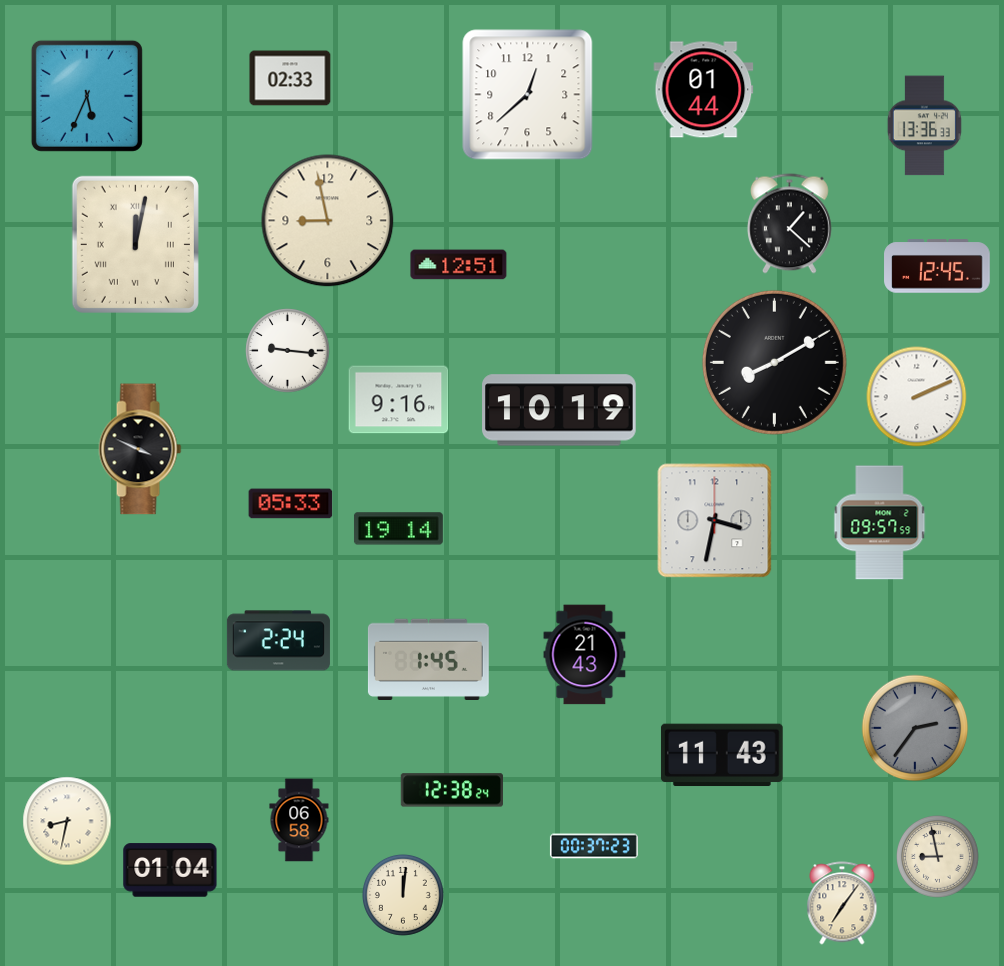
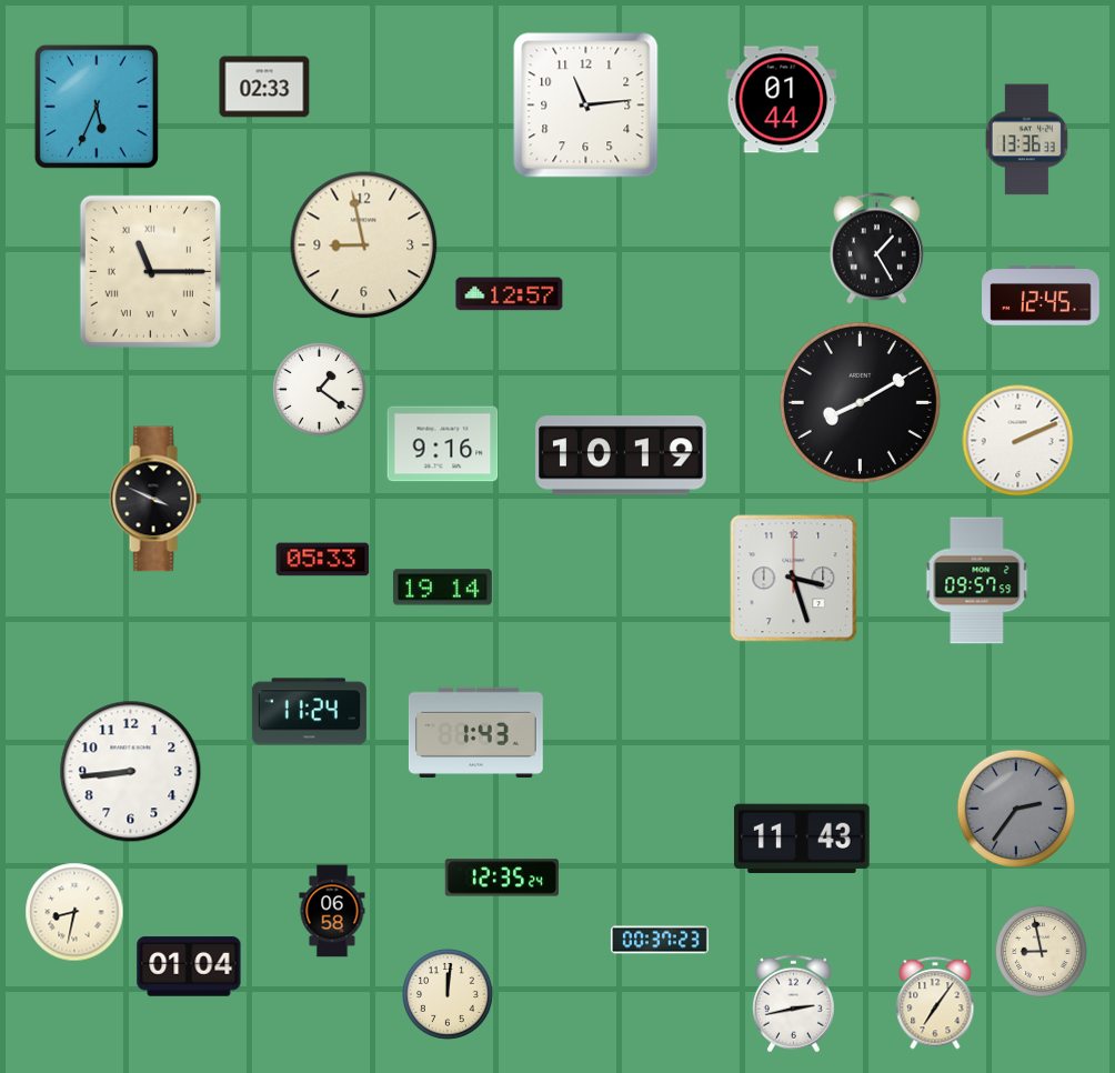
clock at (290, 78) position: (290, 78) -> (264, 87)
clock at (528, 95): 12:38 -> 11:14
clock at (789, 224): 1:22 -> 1:25
clock at (135, 244): 12:02 -> 11:15
clock at (459, 265): 12:51 -> 12:57
clock at (288, 351): 9:16 -> 1:21
clock at (715, 521): 3:32 -> 3:27
clock at (278, 641): 2:24 -> 11:24
clock at (585, 655): 21:43 -> none
clock at (428, 659): 1:45 -> 1:43
clock at (131, 772): none -> 8:44
clock at (452, 790): 12:38 -> 12:35
clock at (793, 1004): none -> 2:43
